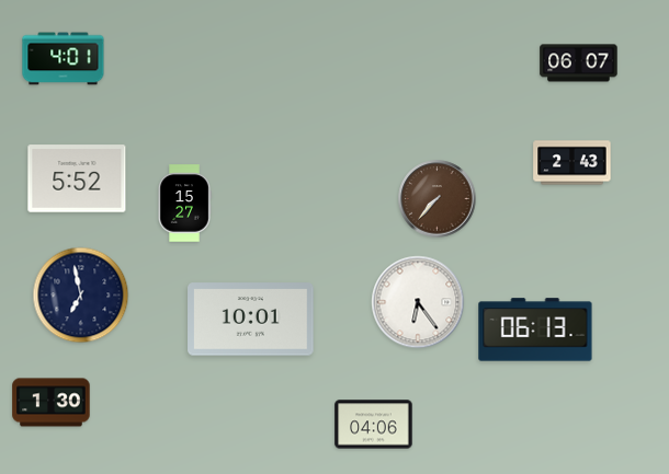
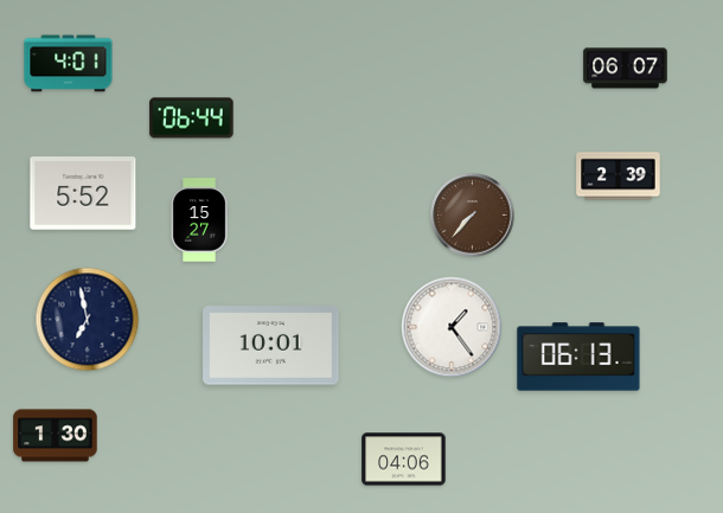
clock at (192, 118): none -> 06:44
clock at (572, 163): 2:43 -> 2:39
clock at (418, 302): 6:24 -> 1:24
